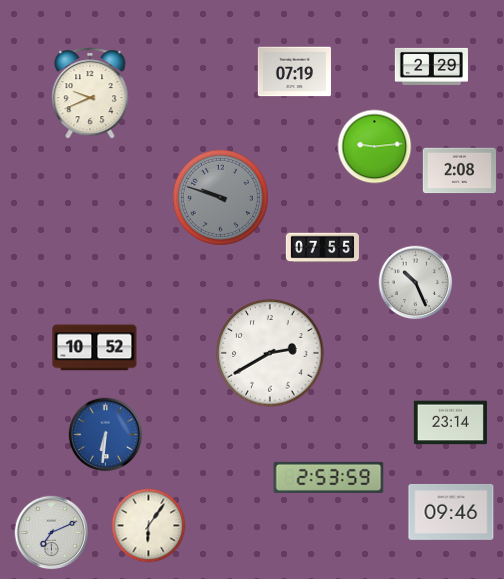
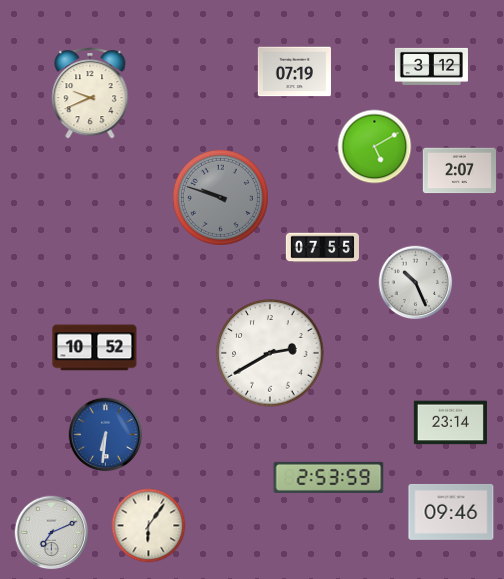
clock at (431, 66): 2:29 -> 3:12
clock at (375, 147): 9:14 -> 5:10
clock at (459, 171): 2:08 -> 2:07
